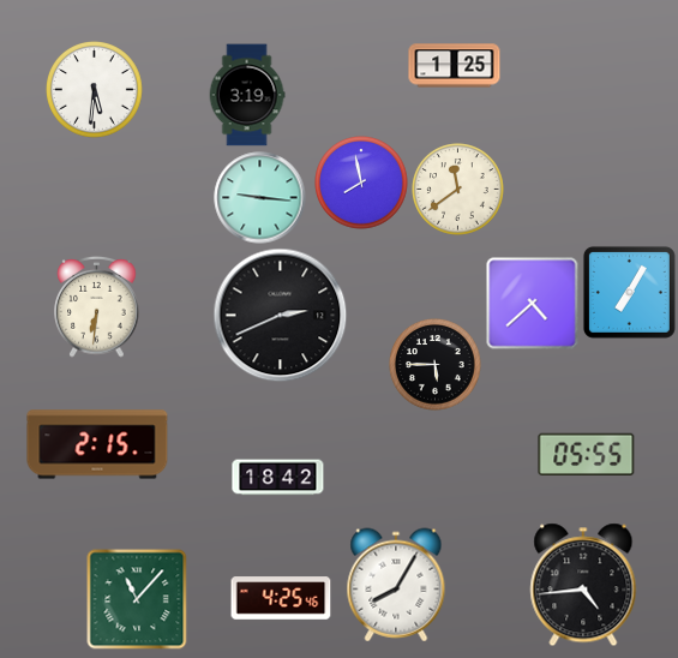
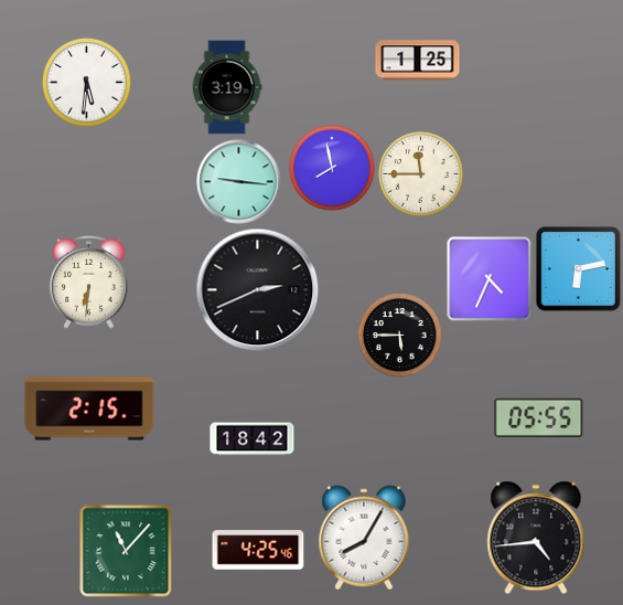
clock at (458, 190): 11:39 -> 11:45
clock at (629, 292): 7:05 -> 6:13
clock at (533, 304): 4:38 -> 4:34
clock at (278, 478) position: (278, 478) -> (253, 439)
